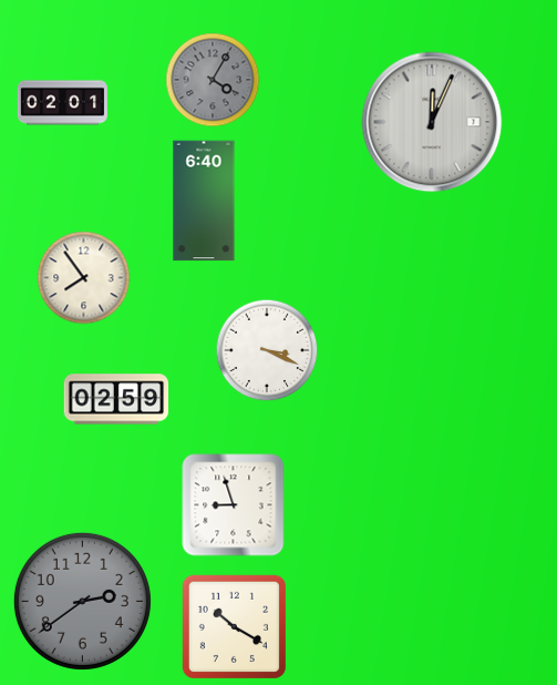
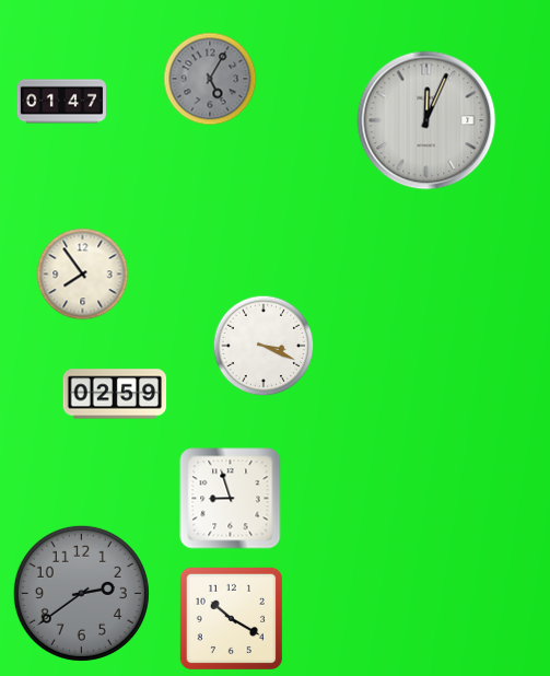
clock at (213, 80): 4:05 -> 5:05
clock at (62, 103): 02:01 -> 01:47
clock at (204, 201): 6:40 -> none
